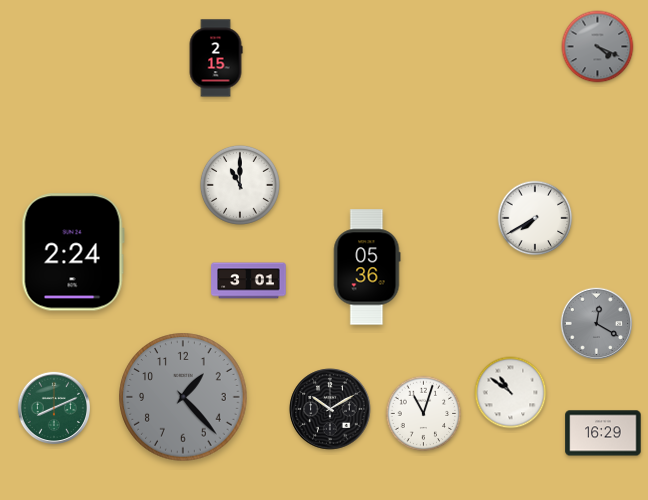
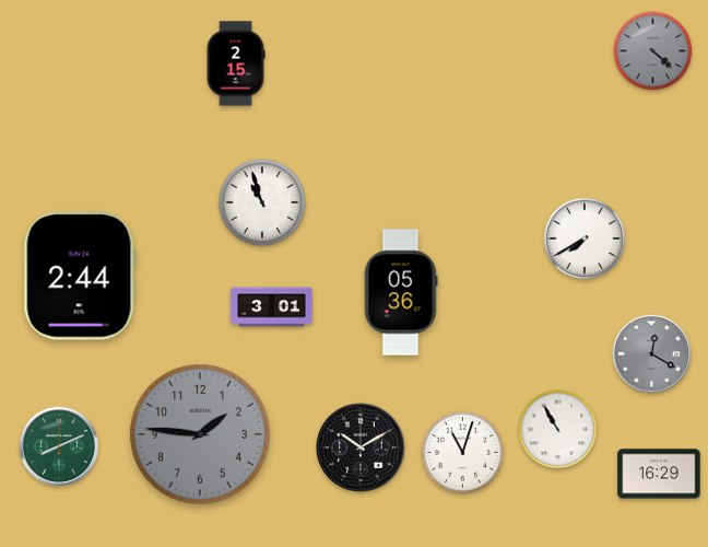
clock at (598, 47): 4:19 -> 4:22
clock at (240, 185): 11:00 -> 10:57
clock at (73, 252): 2:24 -> 2:44
clock at (511, 393): 10:51 -> 10:55
clock at (183, 397): 1:23 -> 1:46
